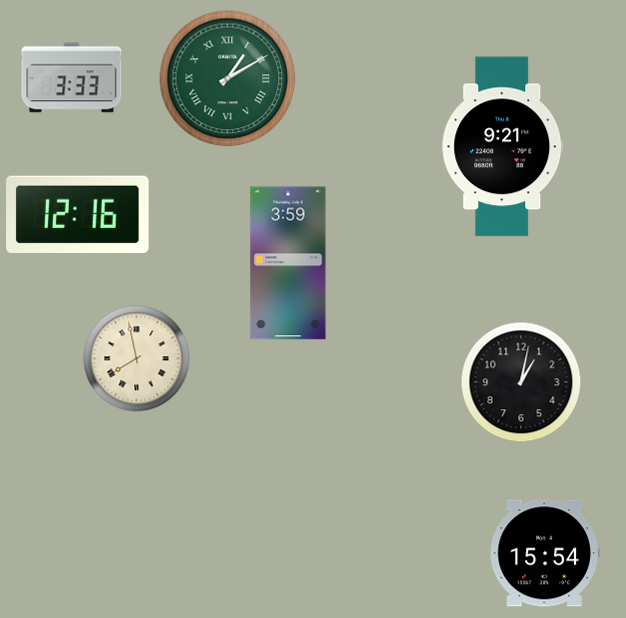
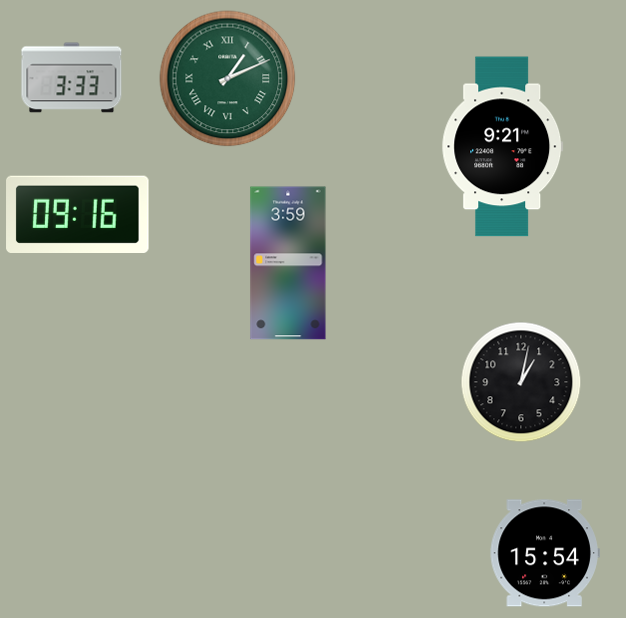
clock at (228, 79): 1:10 -> 1:11
clock at (78, 214): 12:16 -> 09:16
clock at (137, 359): 7:58 -> none
